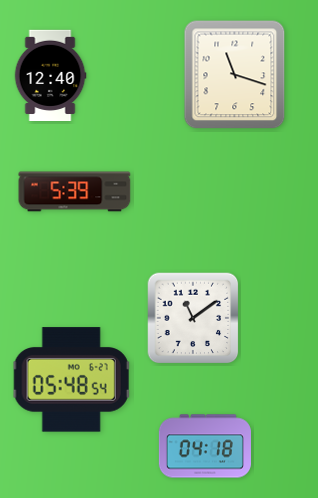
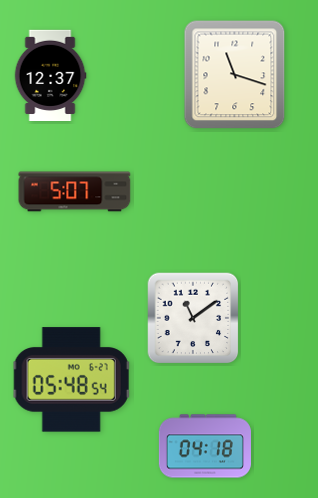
clock at (50, 75): 12:40 -> 12:37
clock at (75, 192): 5:39 -> 5:07
